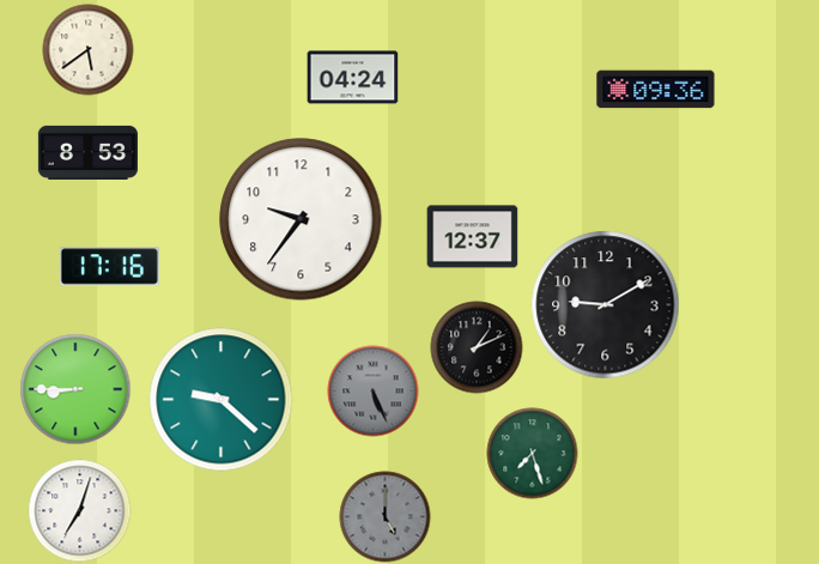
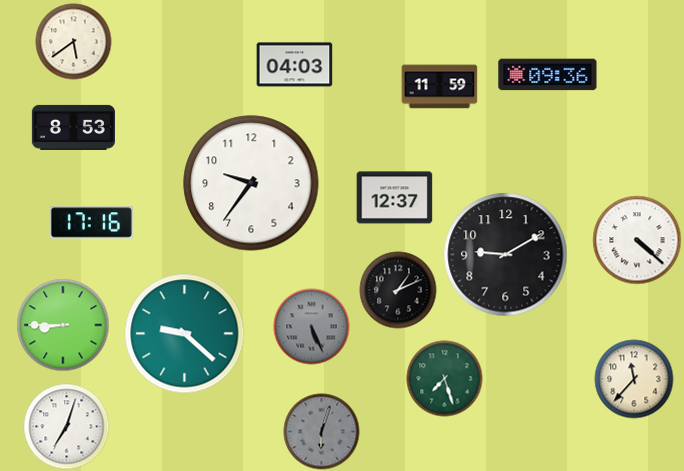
clock at (353, 78): 04:24 -> 04:03
clock at (440, 87): none -> 11:59
clock at (637, 240): none -> 4:22
clock at (634, 379): none -> 11:37
clock at (386, 517): 5:00 -> 6:03
